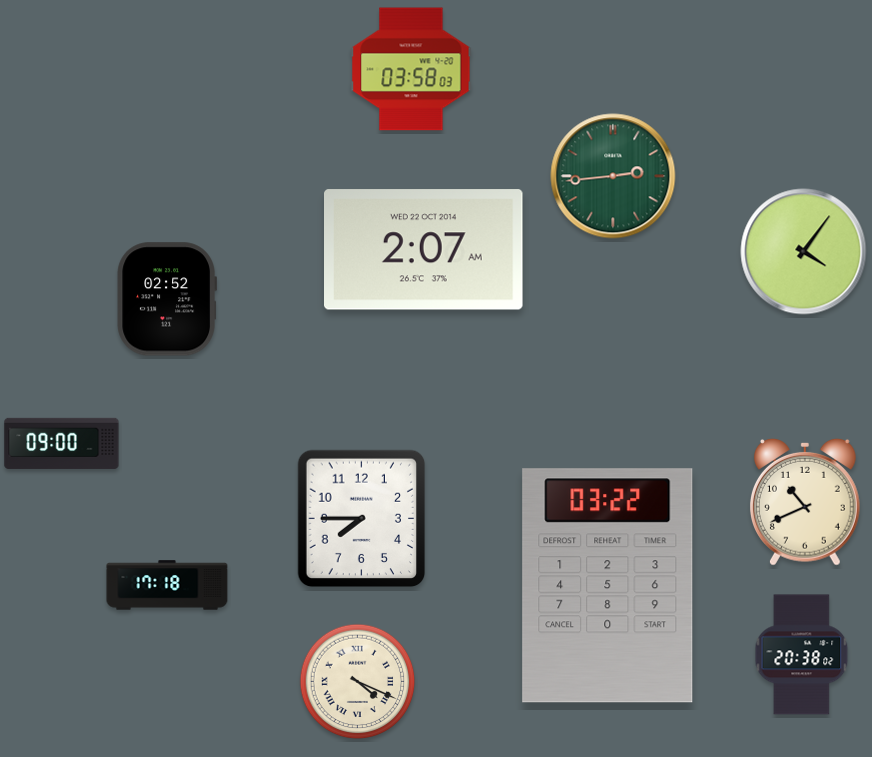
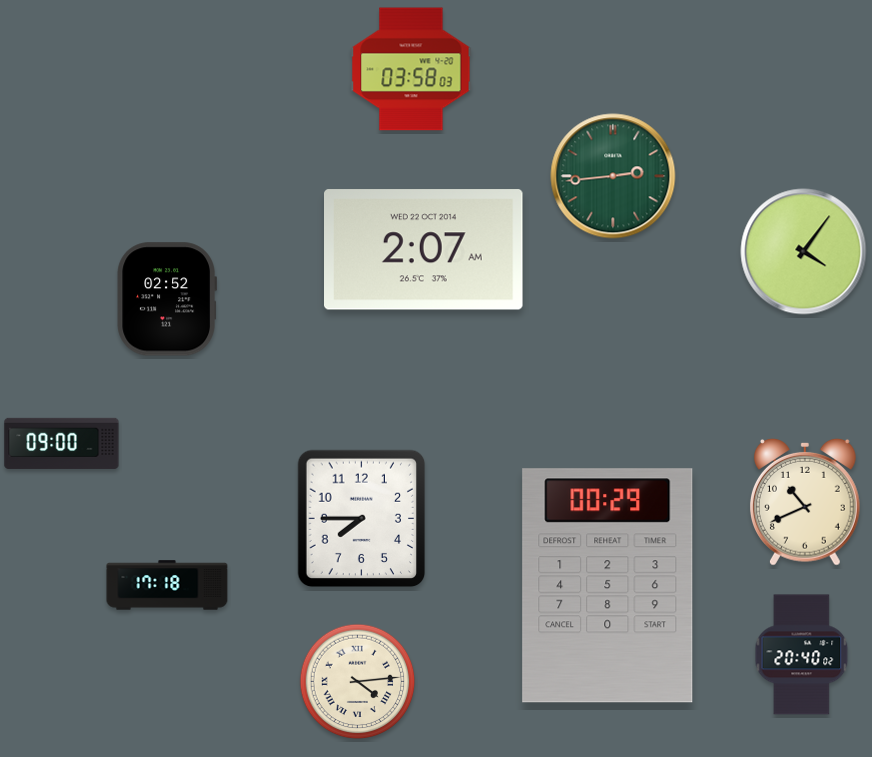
clock at (608, 586): 03:22 -> 00:29
clock at (802, 655): 20:38 -> 20:40
clock at (358, 682): 4:19 -> 4:14
